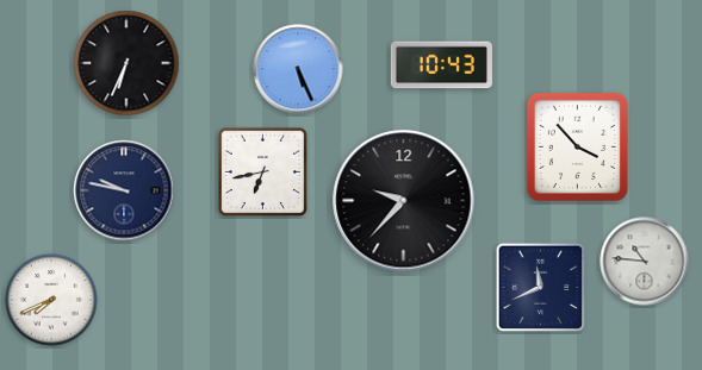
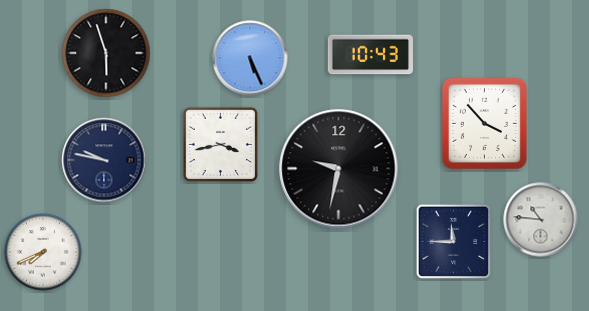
clock at (126, 63): 6:34 -> 5:57
clock at (262, 171): 6:43 -> 3:43
clock at (404, 201): 9:37 -> 9:32
clock at (541, 288): 11:41 -> 11:45
